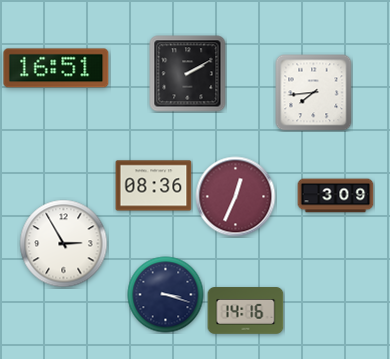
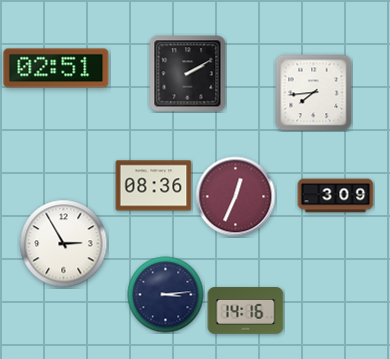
clock at (56, 68): 16:51 -> 02:51
clock at (166, 295): 3:18 -> 3:14
